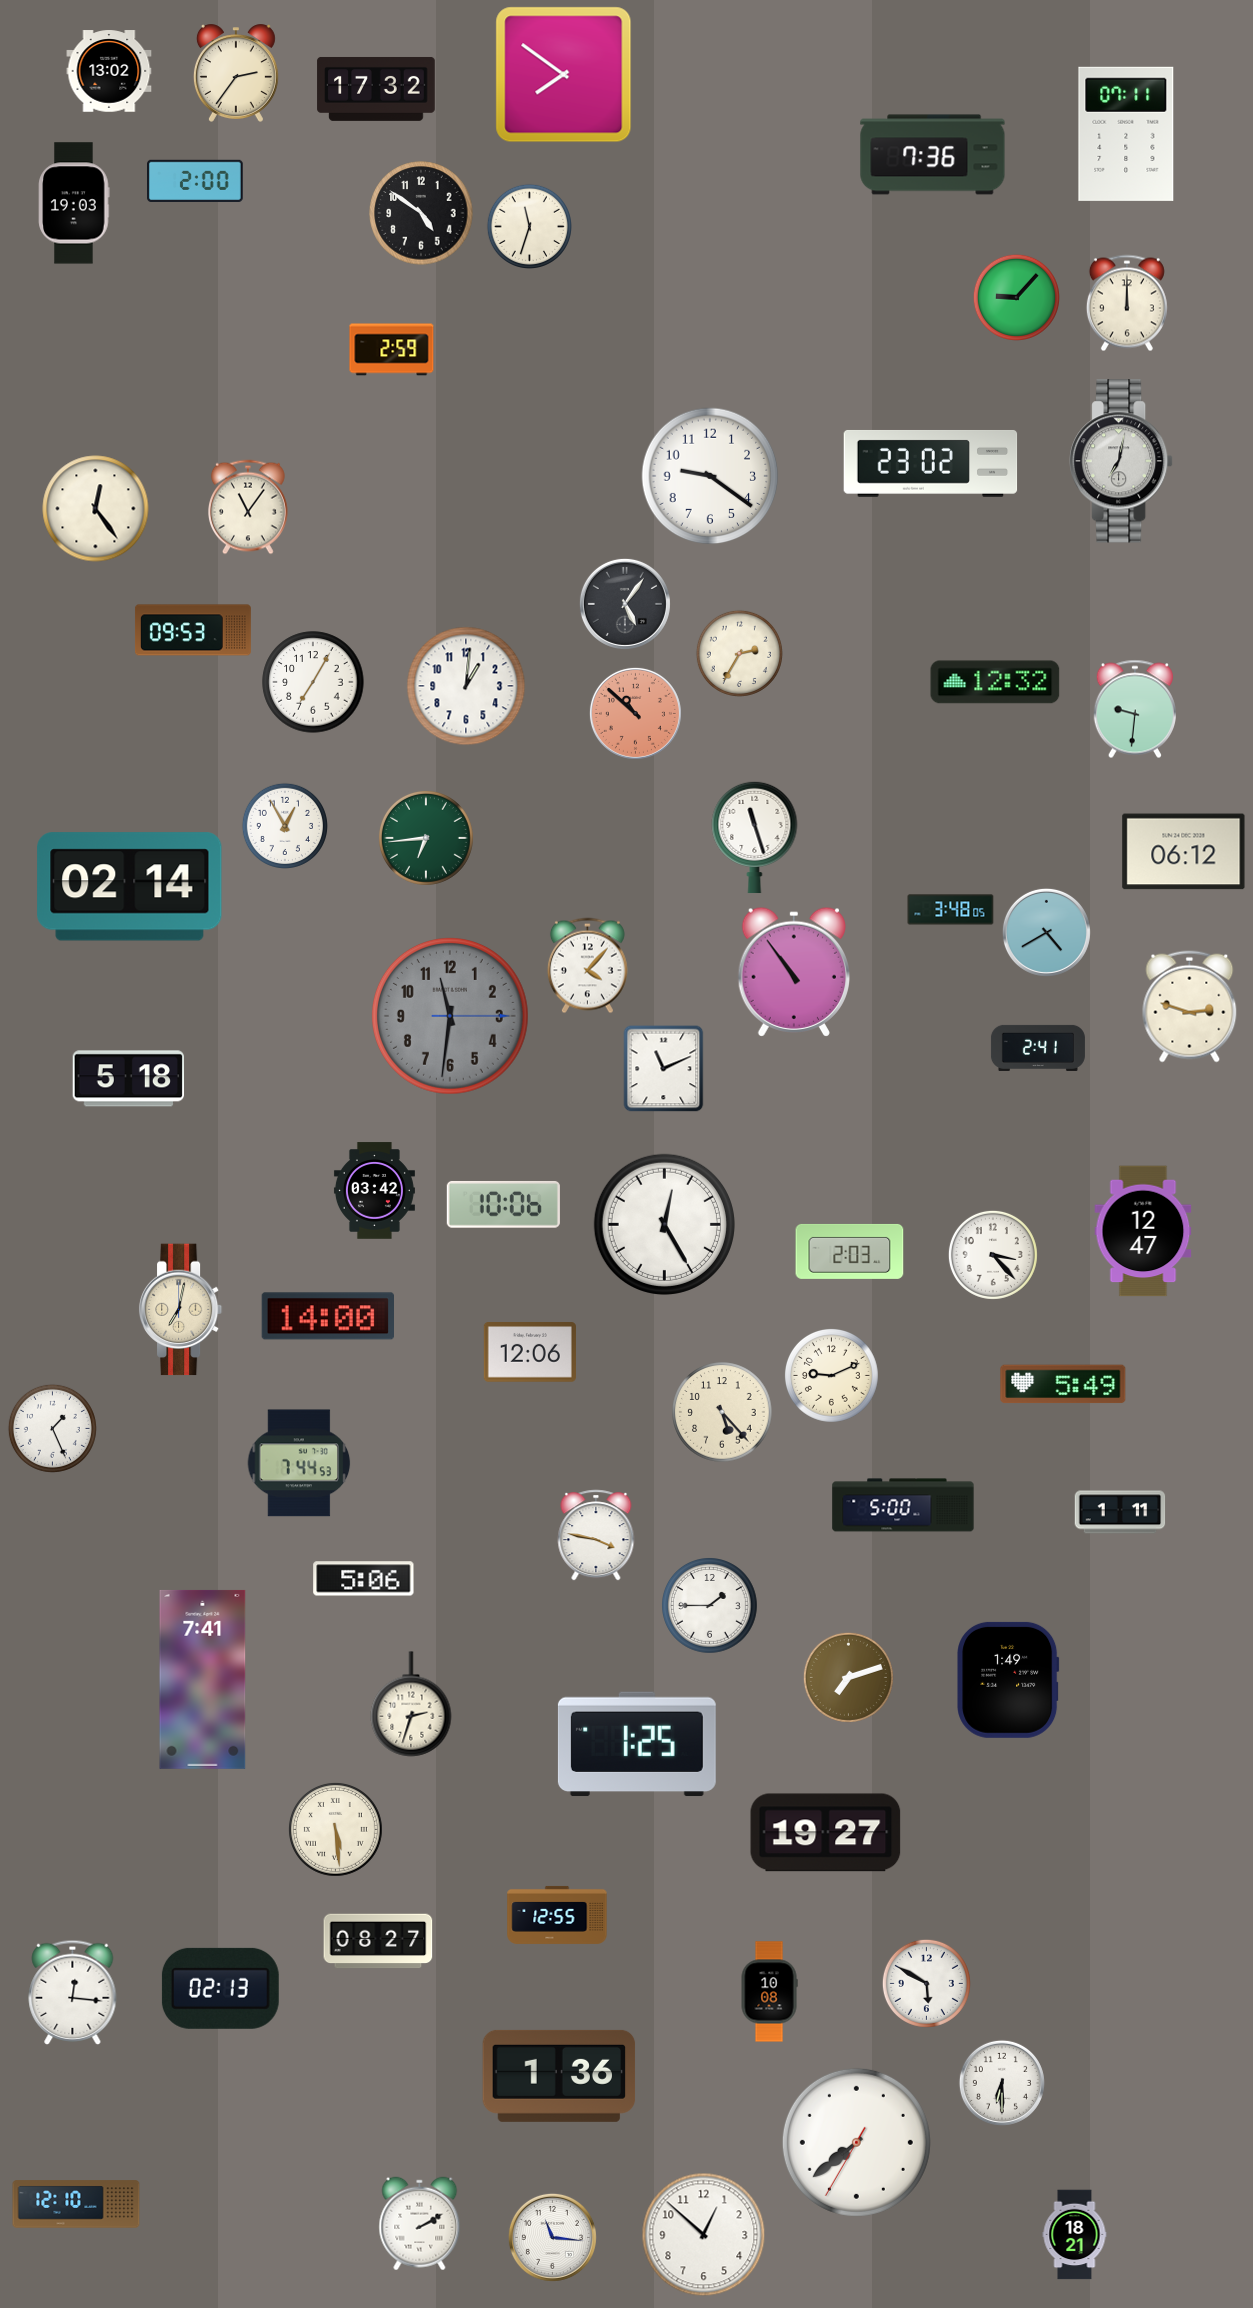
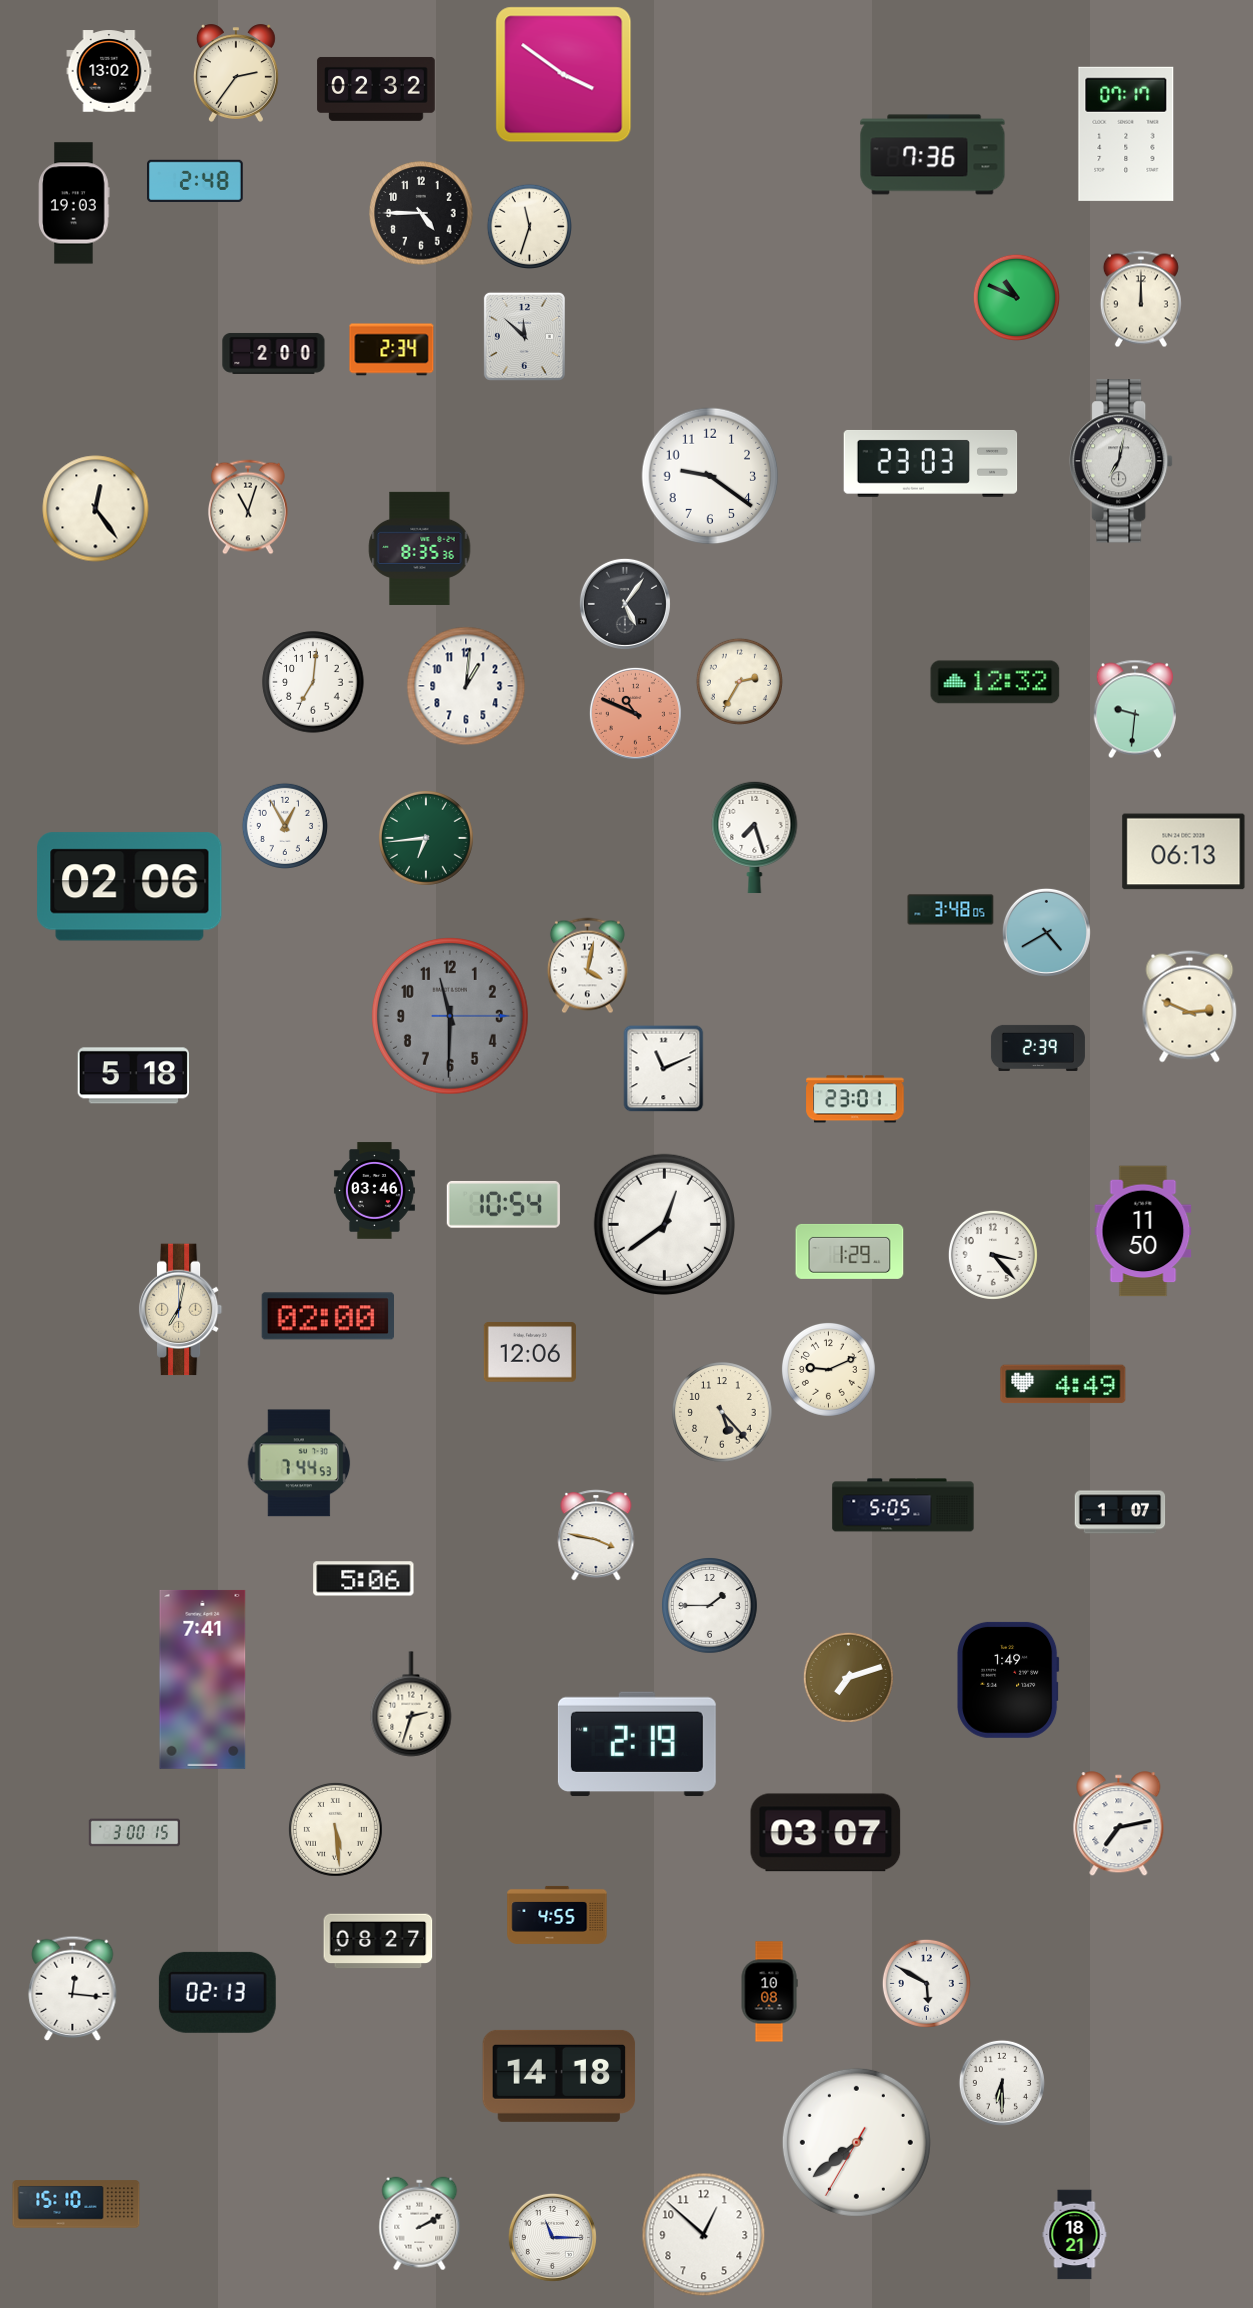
clock at (564, 75): 7:51 -> 3:51
clock at (376, 89): 17:32 -> 02:32
clock at (1126, 134): 07:11 -> 07:17
clock at (196, 180): 2:00 -> 2:48
clock at (421, 213): 4:51 -> 4:45
clock at (1016, 297): 9:07 -> 10:49
clock at (1127, 303) position: (1127, 303) -> (1141, 299)
clock at (524, 336): none -> 11:52
clock at (392, 350): 2:59 -> 2:34
clock at (274, 353): none -> 2:00
clock at (931, 463): 23:02 -> 23:03
clock at (249, 507): 11:06 -> 11:03
clock at (420, 548): none -> 8:35
clock at (193, 630): 09:53 -> none
clock at (739, 653) position: (739, 653) -> (739, 681)
clock at (313, 682): 7:05 -> 7:01
clock at (635, 713): 10:52 -> 10:49
clock at (755, 837): 11:27 -> 7:27
clock at (1184, 852): 06:12 -> 06:13
clock at (130, 887): 02:14 -> 02:06
clock at (587, 966): 4:07 -> 4:02
clock at (793, 972): 10:54 -> none
clock at (1190, 1007): 2:48 -> 2:49
clock at (450, 1016): 11:31 -> 11:30
clock at (1038, 1048): 2:41 -> 2:39
clock at (128, 1079) position: (128, 1079) -> (133, 1076)
clock at (855, 1099): none -> 23:01
clock at (374, 1191): 03:42 -> 03:46
clock at (503, 1204): 10:06 -> 10:54
clock at (664, 1224): 12:25 -> 12:39
clock at (1143, 1231): 12:47 -> 11:50
clock at (850, 1251): 2:03 -> 1:29
clock at (327, 1316): 14:00 -> 02:00
clock at (831, 1375) position: (831, 1375) -> (828, 1369)
clock at (1063, 1384): 5:49 -> 4:49
clock at (52, 1428): 1:26 -> none
clock at (903, 1505): 5:00 -> 5:05
clock at (1120, 1512): 1:11 -> 1:07
clock at (637, 1744): 1:25 -> 2:19
clock at (1119, 1824): none -> 7:13
clock at (135, 1833): none -> 3:00
clock at (826, 1833): 19:27 -> 03:07
clock at (557, 1915): 12:55 -> 4:55
clock at (220, 1988) position: (220, 1988) -> (217, 1992)
clock at (73, 1992) position: (73, 1992) -> (73, 1988)
clock at (559, 2076): 1:36 -> 14:18
clock at (76, 2204): 12:10 -> 15:10
clock at (552, 2237): 11:16 -> 11:15
